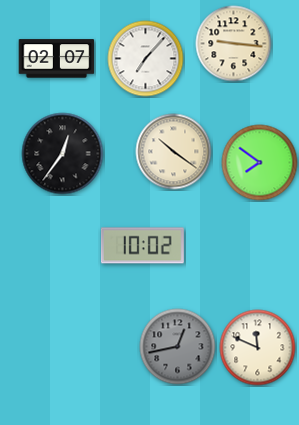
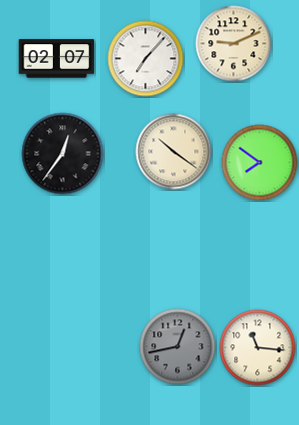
clock at (234, 44): 9:16 -> 9:11
clock at (142, 246): 10:02 -> none
clock at (258, 348): 11:49 -> 11:16
